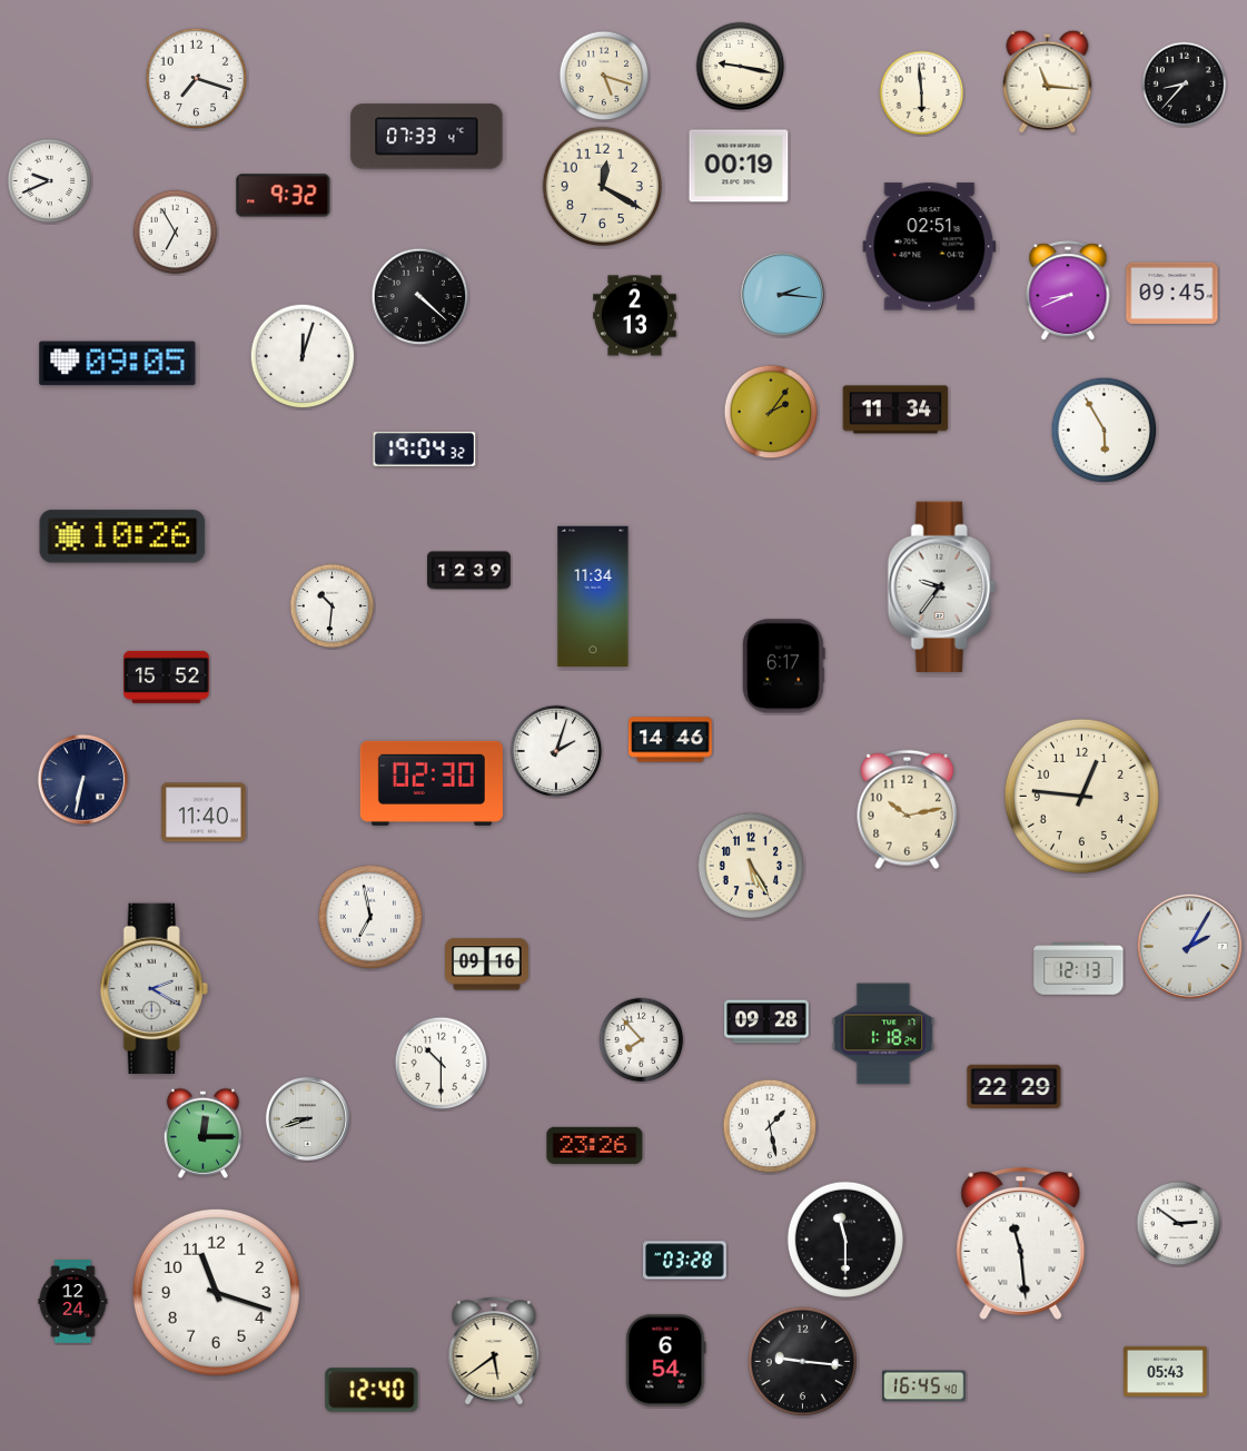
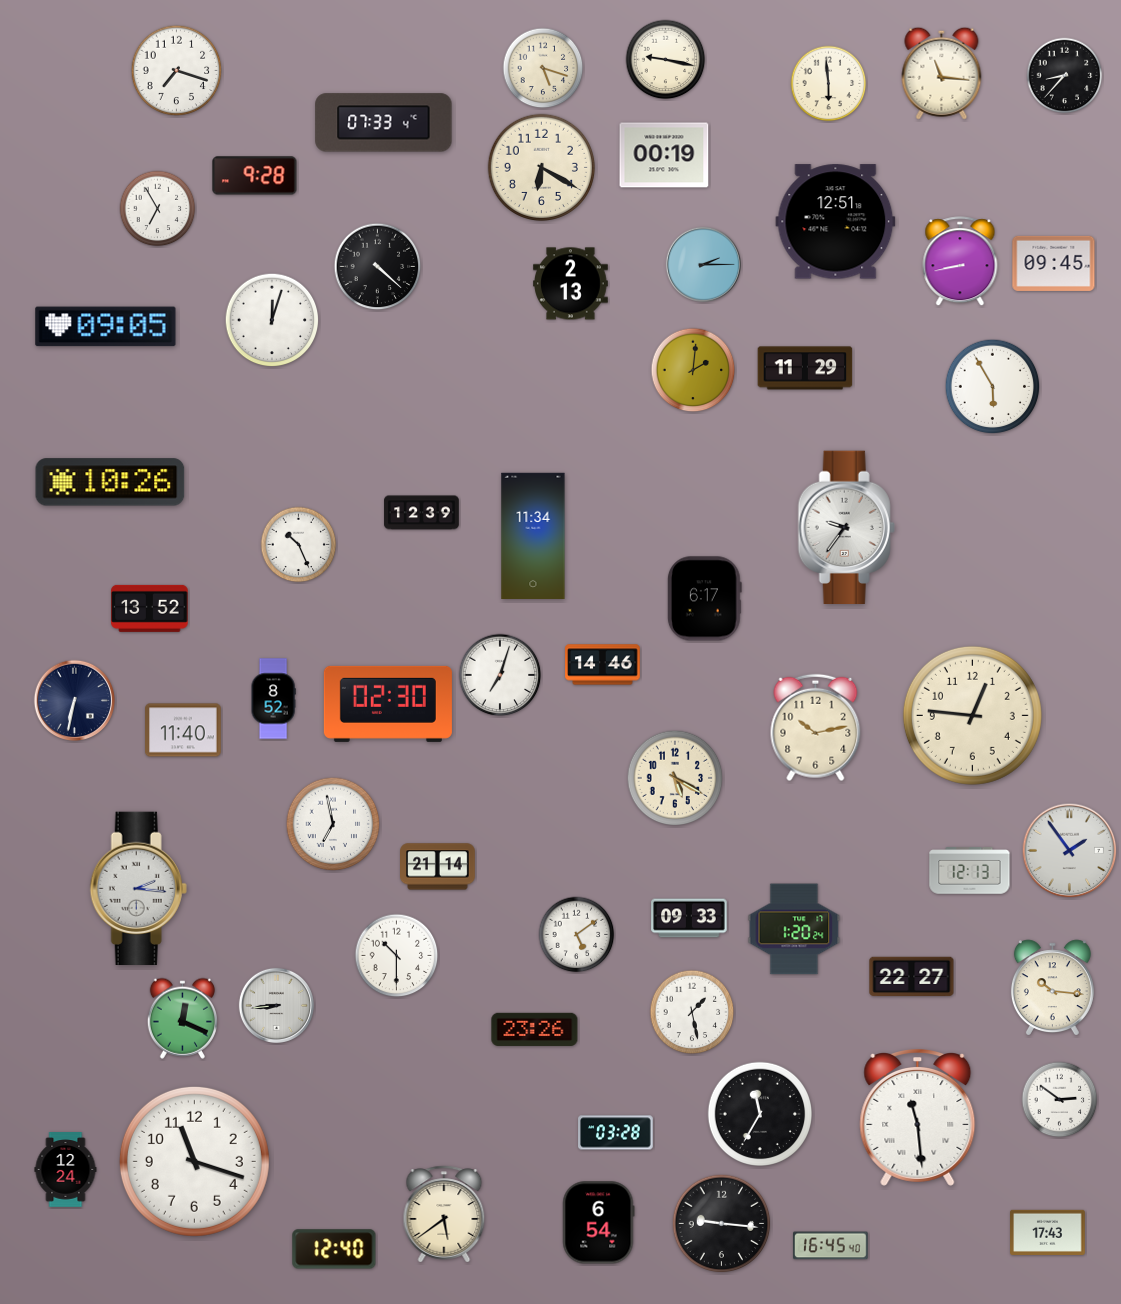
clock at (739, 166) position: (739, 166) -> (664, 155)
clock at (50, 181): 9:41 -> none
clock at (602, 186): 12:20 -> 6:20
clock at (284, 196): 9:32 -> 9:28
clock at (930, 247): 02:51 -> 12:51
clock at (1068, 292): 8:41 -> 8:43
clock at (782, 294): 2:16 -> 2:15
clock at (895, 409): 11:34 -> 11:29
clock at (771, 412): 2:06 -> 2:01
clock at (425, 450): 19:04 -> none
clock at (333, 606): 10:31 -> 10:26
clock at (167, 677): 15:52 -> 13:52
clock at (556, 751): 2:03 -> 7:03
clock at (273, 699): none -> 8:52
clock at (751, 866): 5:25 -> 5:20
clock at (1190, 947): 2:05 -> 1:54
clock at (487, 965): 09:16 -> 21:14
clock at (154, 988): 2:20 -> 2:16
clock at (766, 1021): 09:28 -> 09:33
clock at (883, 1034): 1:18 -> 1:20
clock at (642, 1040): 7:53 -> 5:09
clock at (1015, 1087): 22:29 -> 22:27
clock at (1052, 988): none -> 10:16
clock at (307, 1118): 8:42 -> 8:44
clock at (202, 1133): 12:15 -> 12:19
clock at (844, 1238): 11:30 -> 11:35
clock at (1166, 1371): 05:43 -> 17:43
